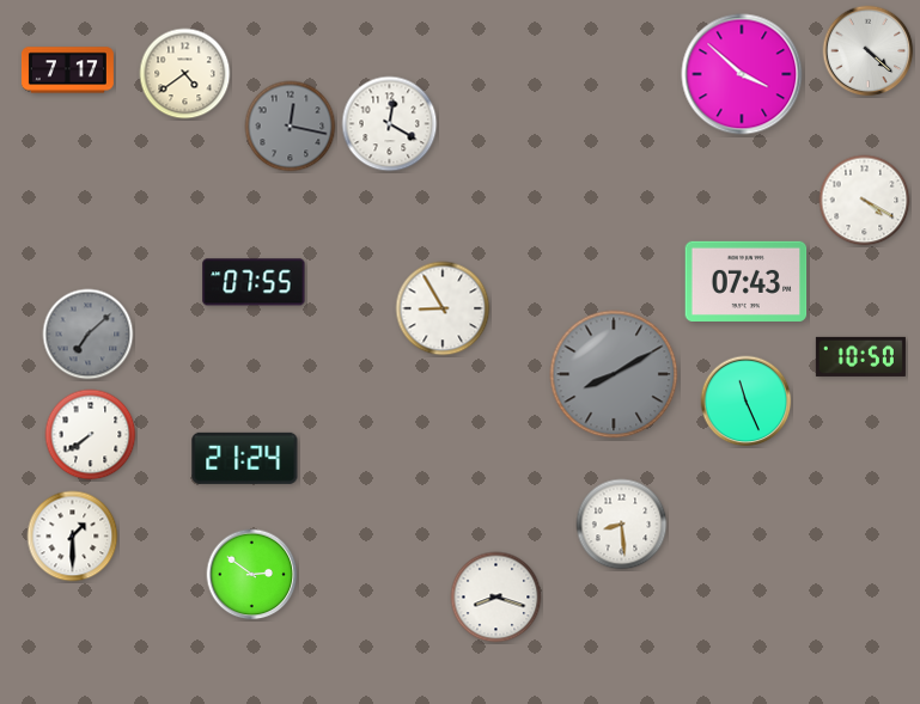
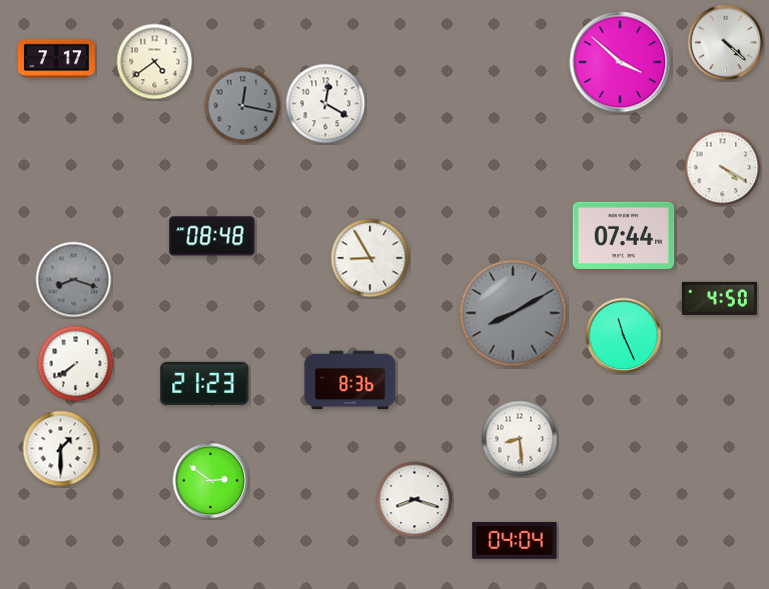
clock at (747, 281): 07:43 -> 07:44
clock at (254, 282): 07:55 -> 08:48
clock at (89, 335): 7:08 -> 8:18
clock at (860, 356): 10:50 -> 4:50
clock at (350, 380): none -> 8:36
clock at (245, 458): 21:24 -> 21:23
clock at (515, 540): none -> 04:04
